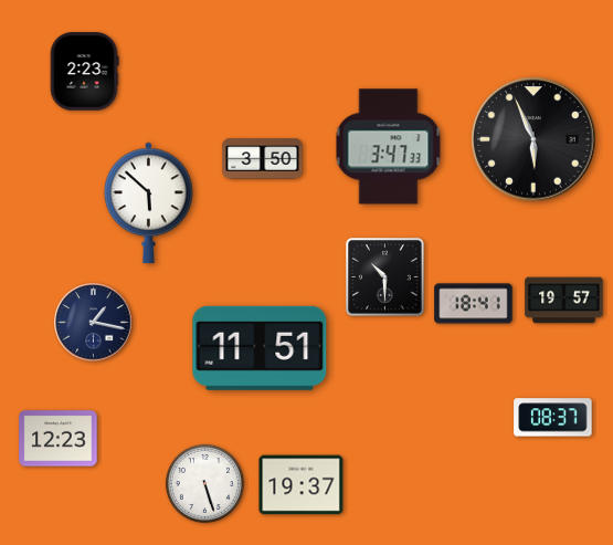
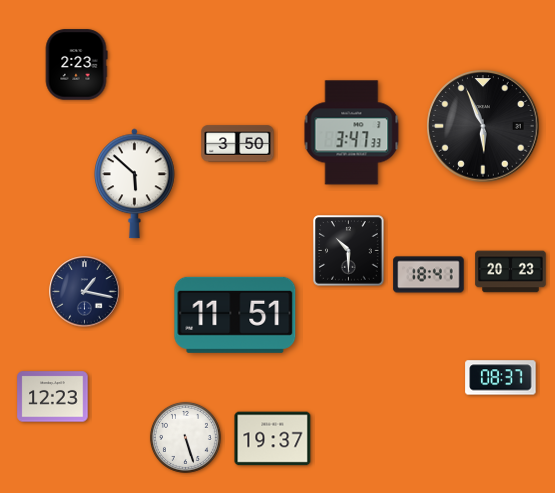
clock at (564, 301): 19:57 -> 20:23
